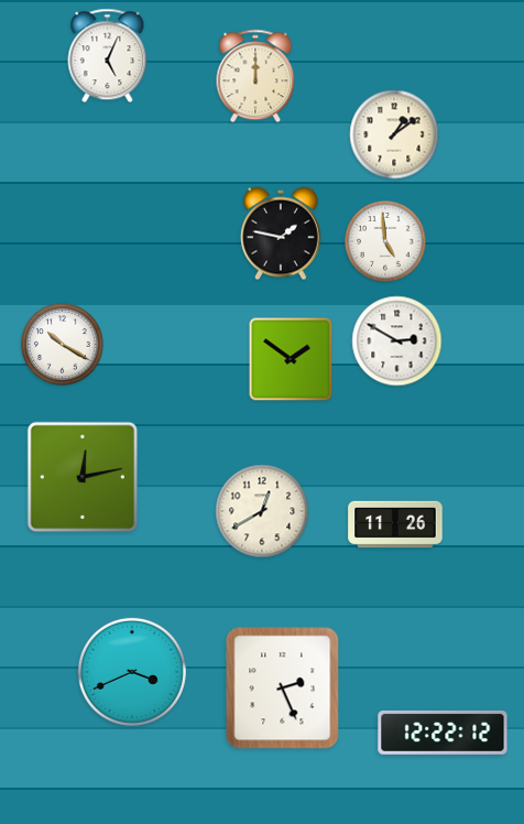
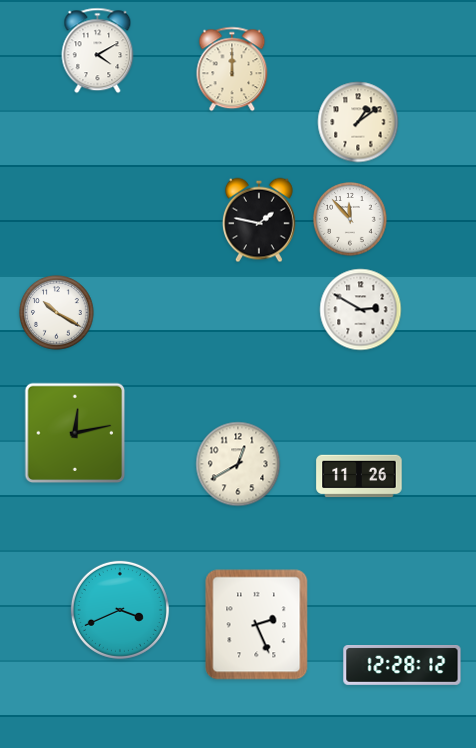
clock at (108, 56): 5:04 -> 4:10
clock at (281, 234) position: (281, 234) -> (259, 220)
clock at (385, 241): 4:59 -> 11:53
clock at (291, 359): 1:51 -> none
clock at (443, 734): 12:22 -> 12:28
